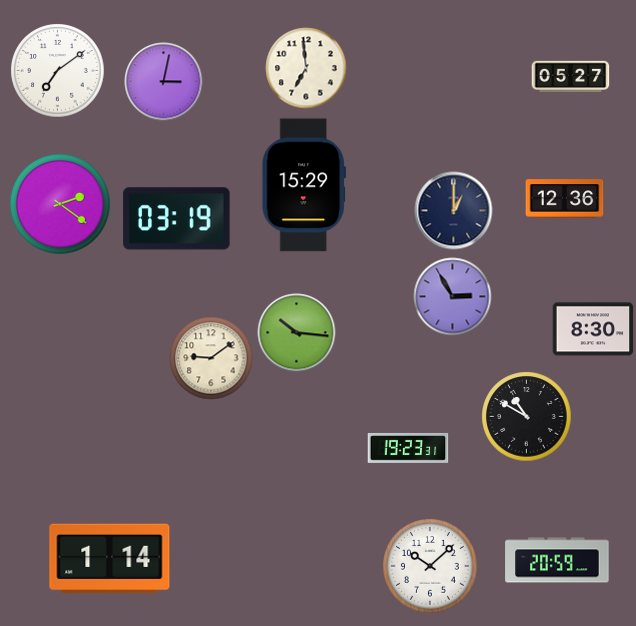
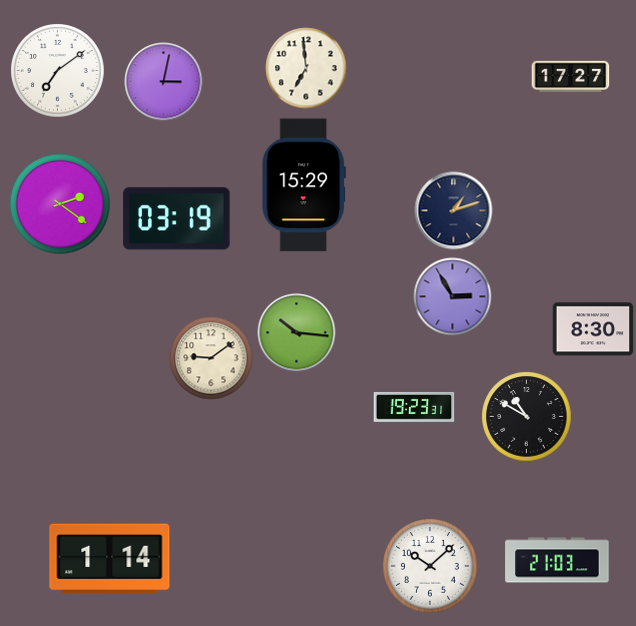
clock at (570, 76): 05:27 -> 17:27
clock at (564, 199): 12:36 -> none
clock at (453, 210): 1:00 -> 1:12
clock at (408, 448) position: (408, 448) -> (414, 407)
clock at (557, 560): 20:59 -> 21:03
